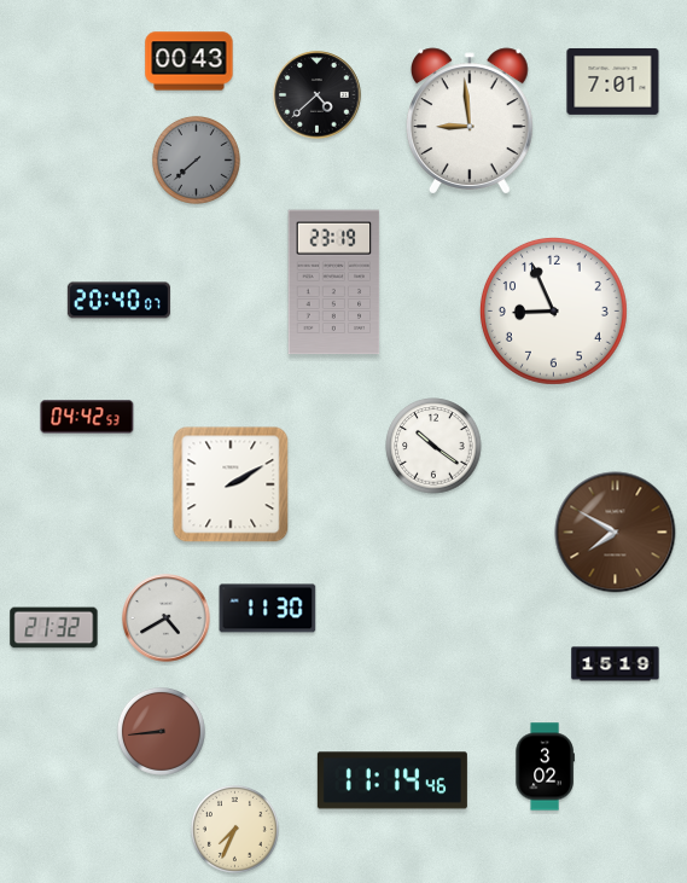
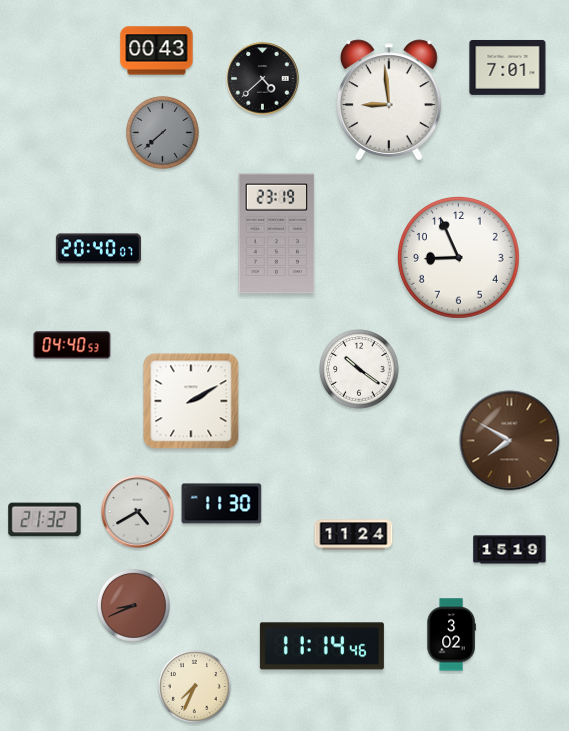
clock at (87, 417): 04:42 -> 04:40
clock at (354, 535): none -> 11:24
clock at (161, 731): 8:44 -> 8:41
clock at (392, 780) position: (392, 780) -> (322, 646)
